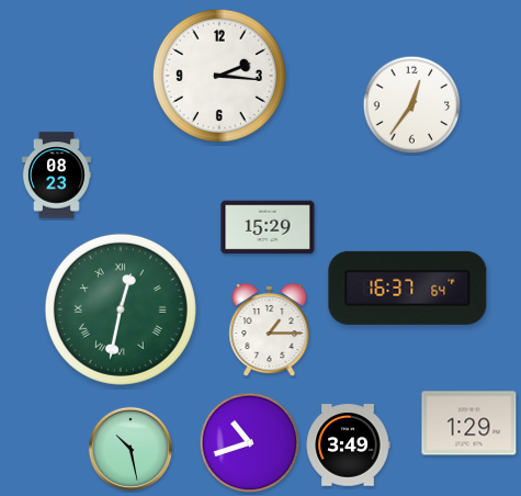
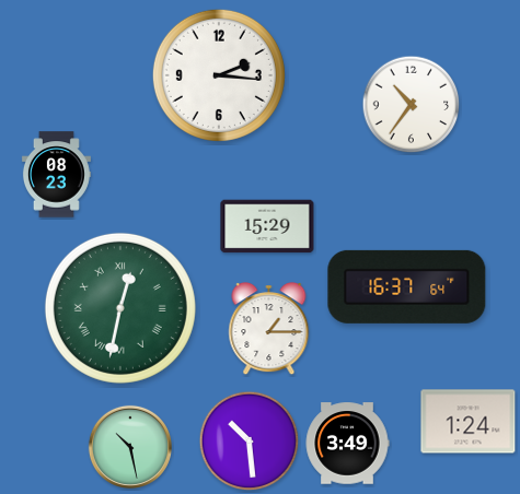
clock at (412, 105): 12:36 -> 10:36
clock at (469, 424): 1:29 -> 1:24
clock at (250, 443): 10:42 -> 10:29
